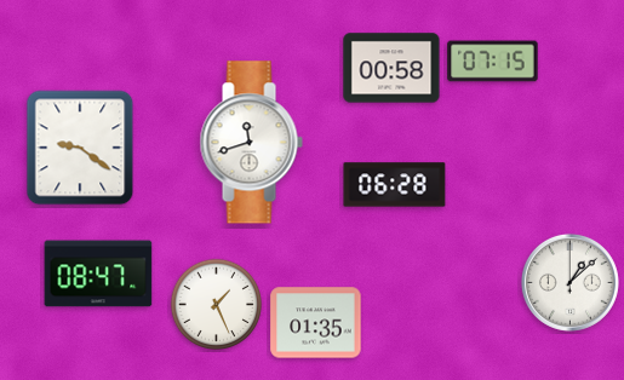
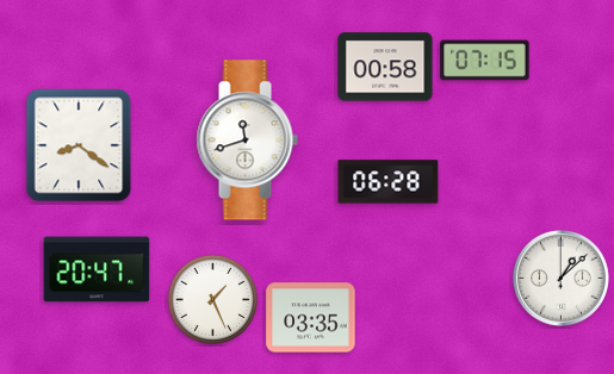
clock at (80, 148): 9:21 -> 8:21
clock at (98, 274): 08:47 -> 20:47
clock at (316, 323): 01:35 -> 03:35
